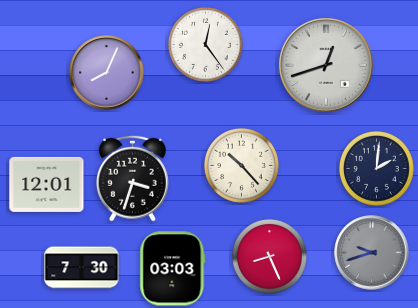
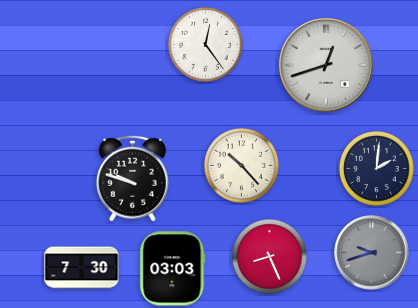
clock at (107, 73): 8:04 -> none
clock at (132, 178): 3:33 -> 9:48
clock at (47, 184): 12:01 -> none
